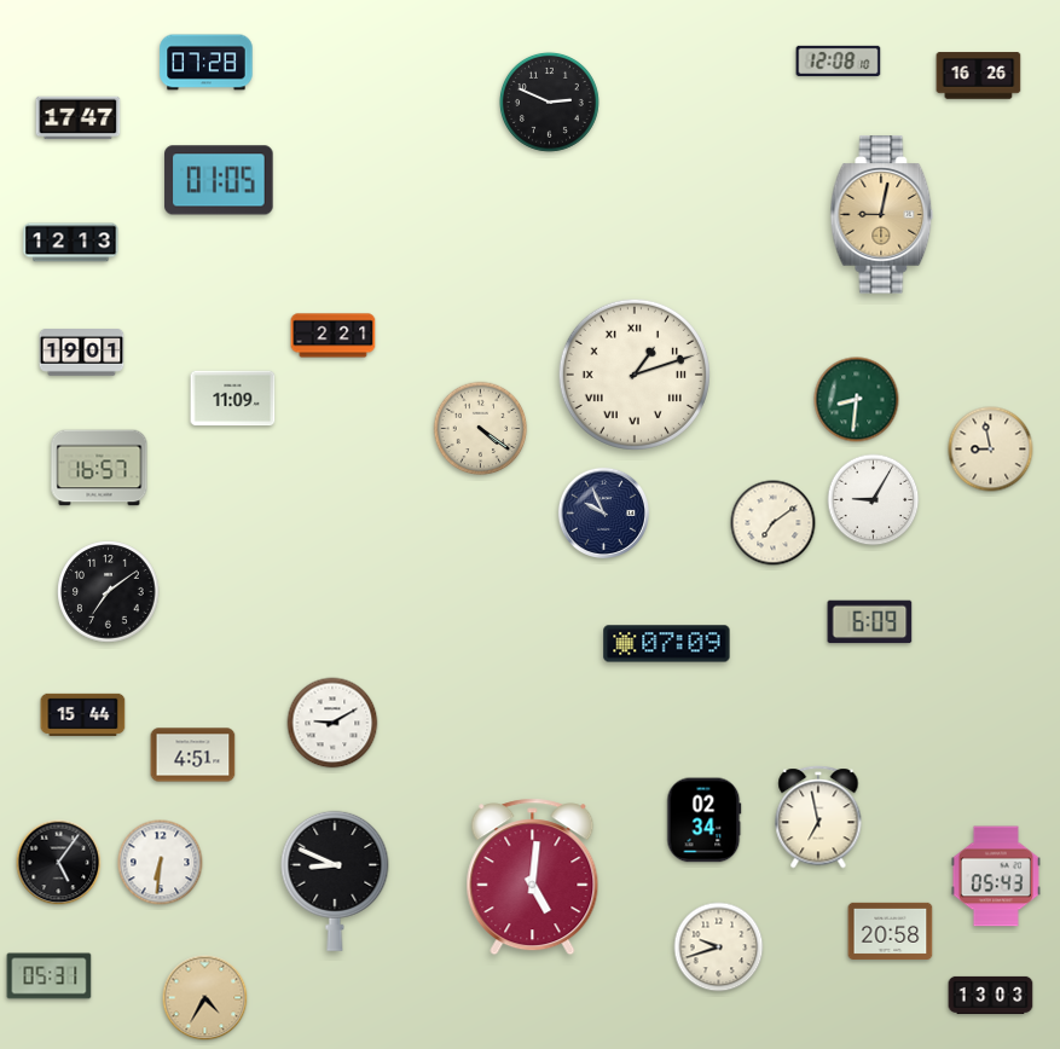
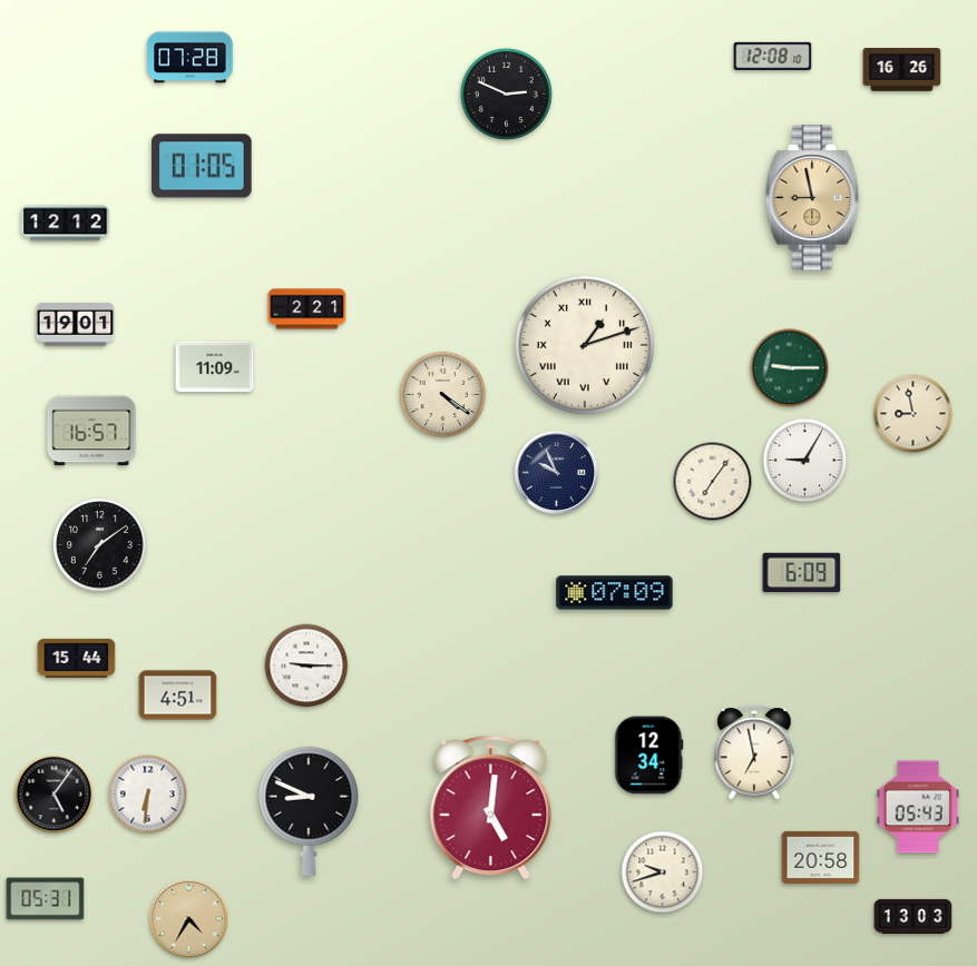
clock at (79, 118): 17:47 -> none
clock at (882, 215): 9:02 -> 8:58
clock at (71, 243): 12:13 -> 12:12
clock at (857, 400): 8:31 -> 9:15
clock at (774, 523): 7:09 -> 7:06
clock at (332, 723): 9:10 -> 9:15
clock at (705, 821): 02:34 -> 12:34
